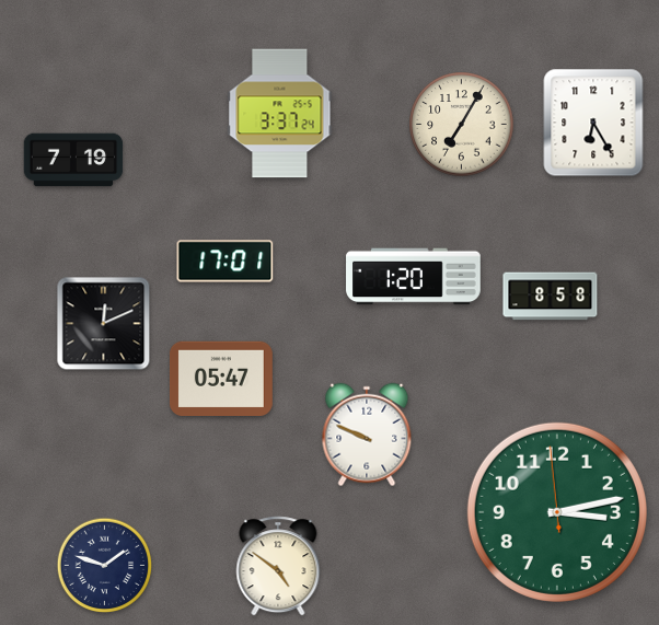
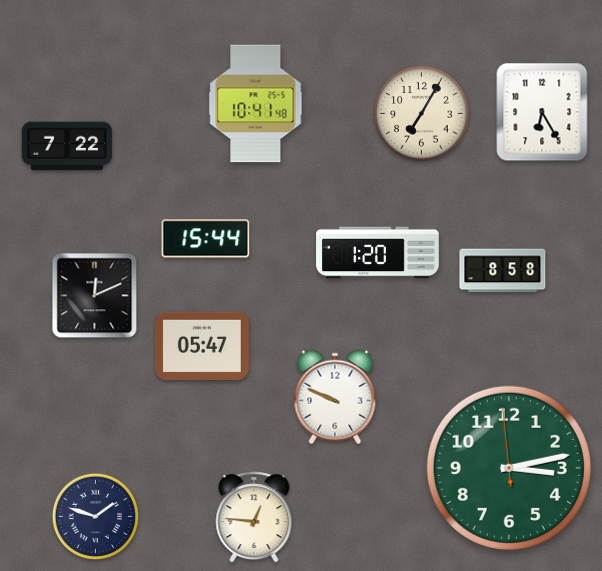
clock at (280, 114): 3:37 -> 10:41
clock at (73, 160): 7:19 -> 7:22
clock at (226, 262): 17:01 -> 15:44
clock at (278, 566): 4:51 -> 12:46
